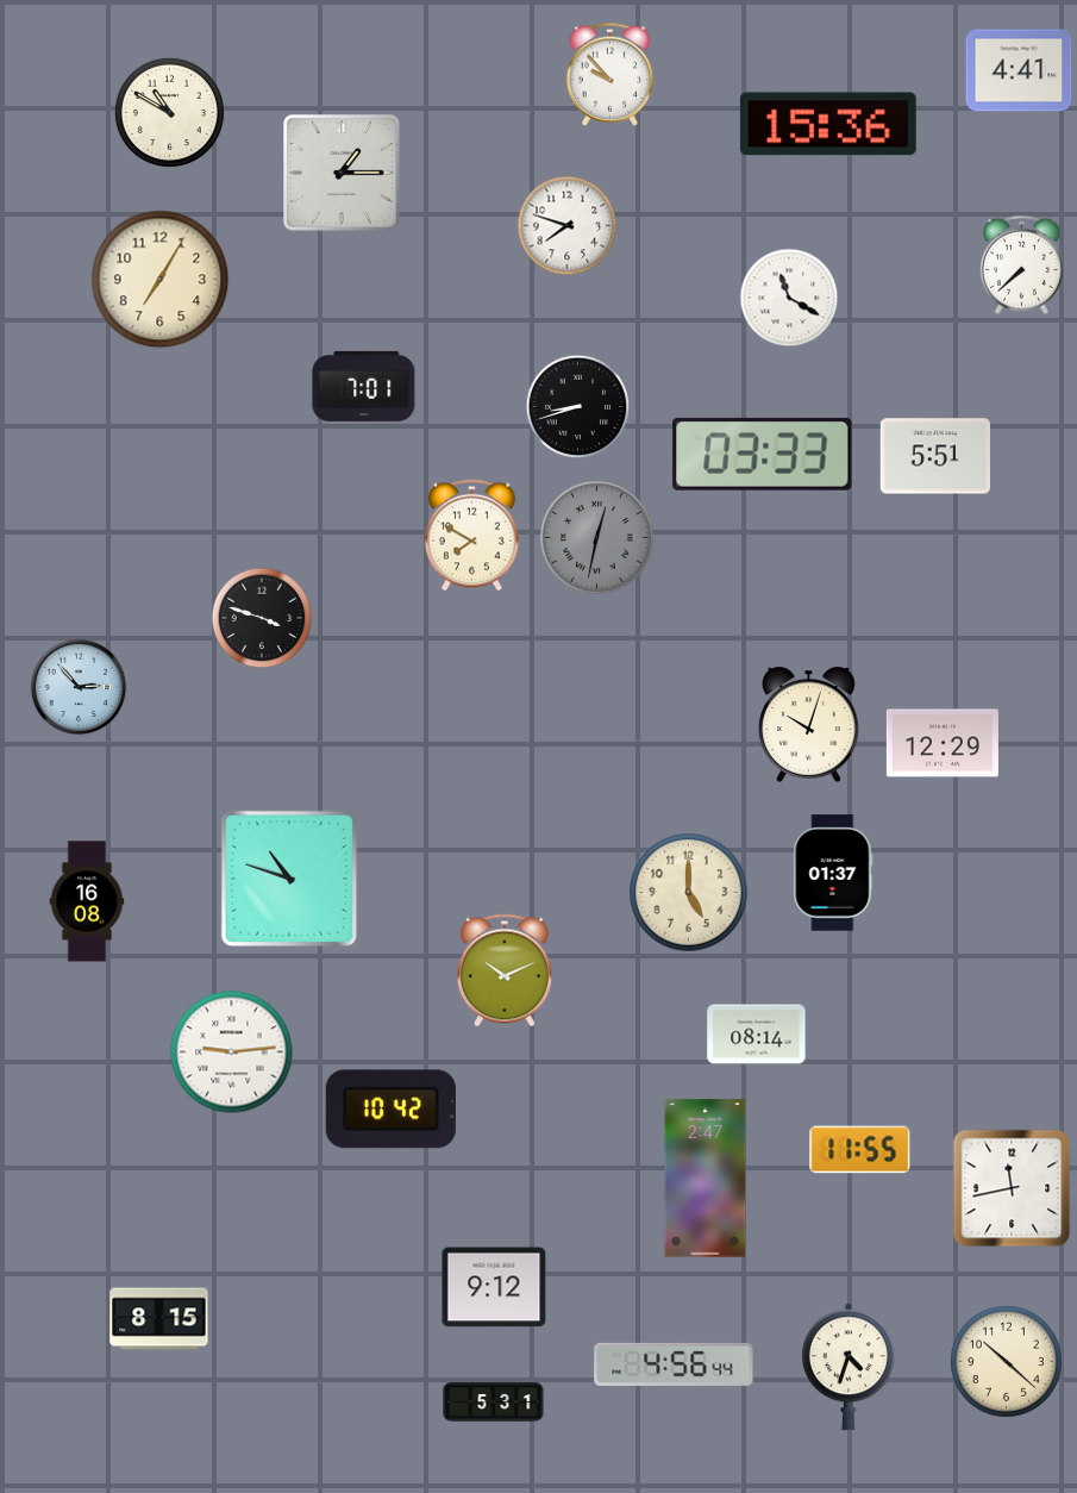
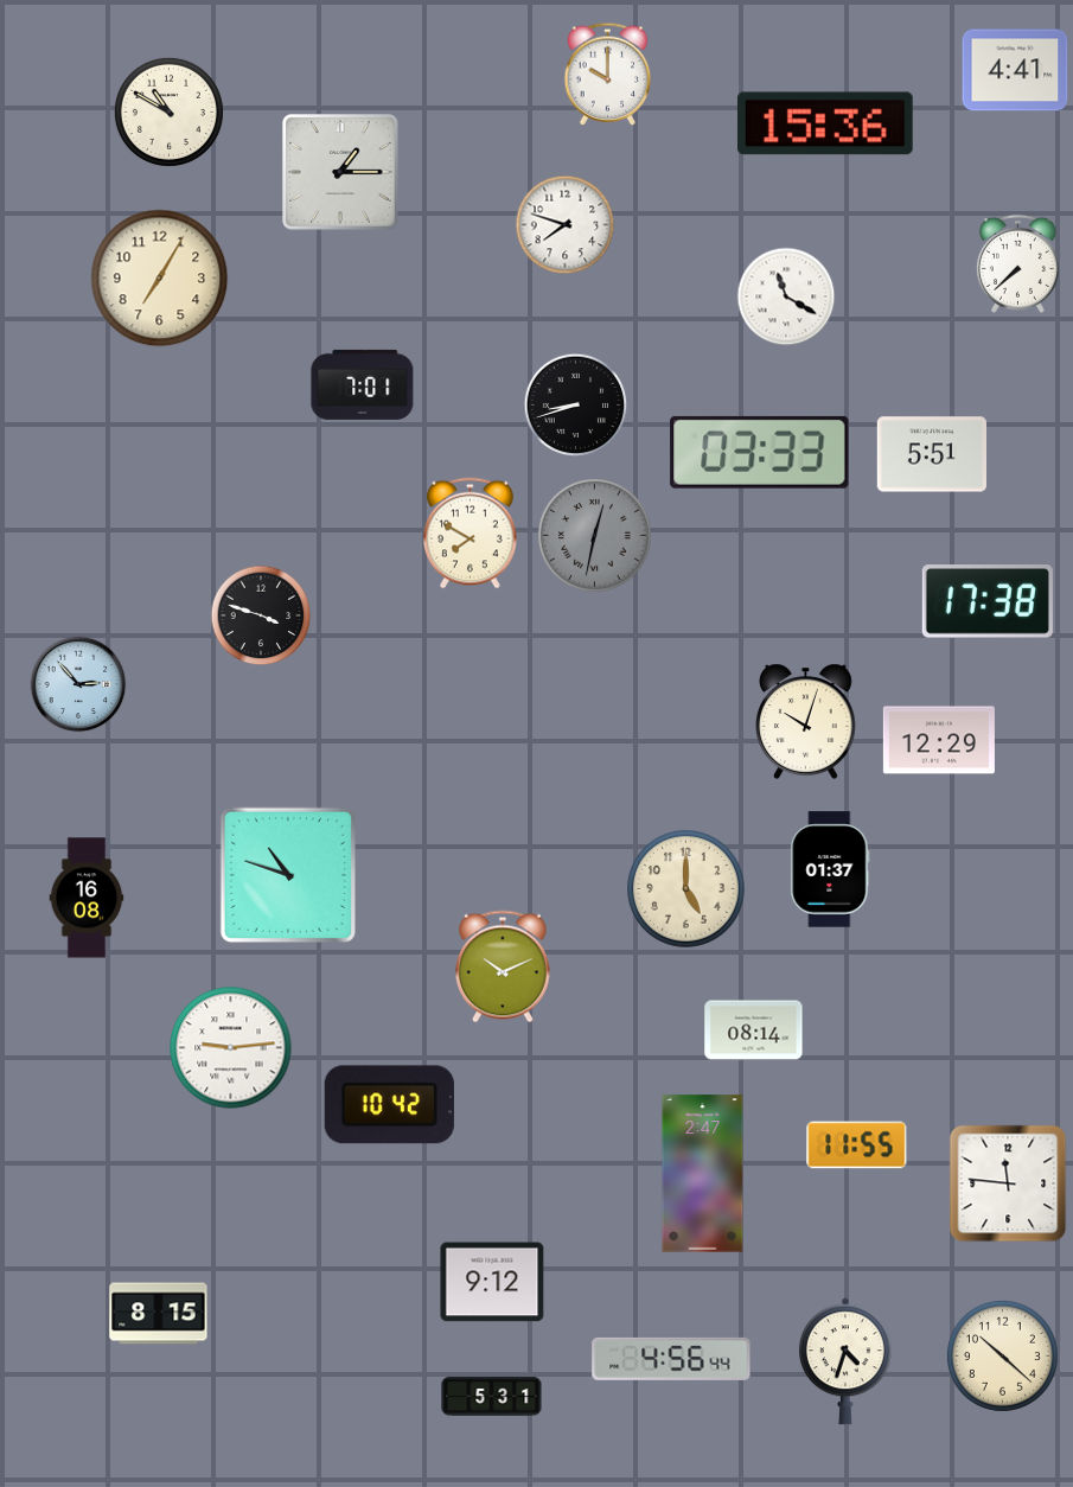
clock at (610, 74): 9:53 -> 10:00
clock at (988, 601): none -> 17:38
clock at (1012, 1188): 11:43 -> 11:46
